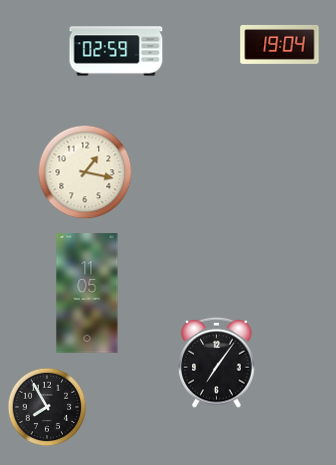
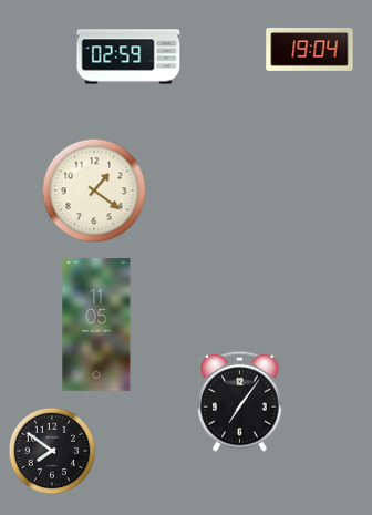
clock at (85, 172): 1:17 -> 1:21
clock at (47, 407): 7:55 -> 7:51
